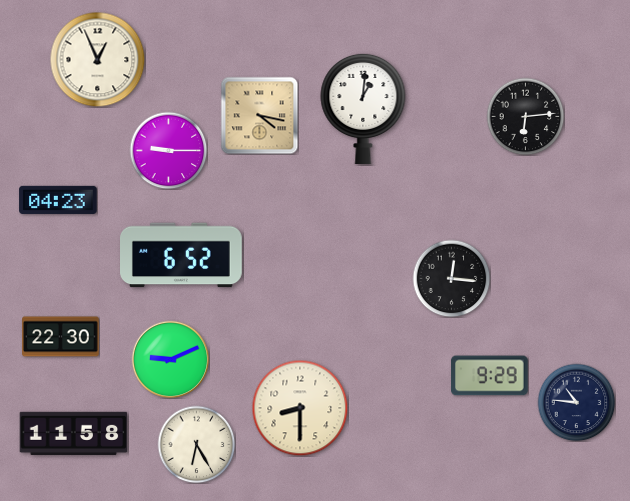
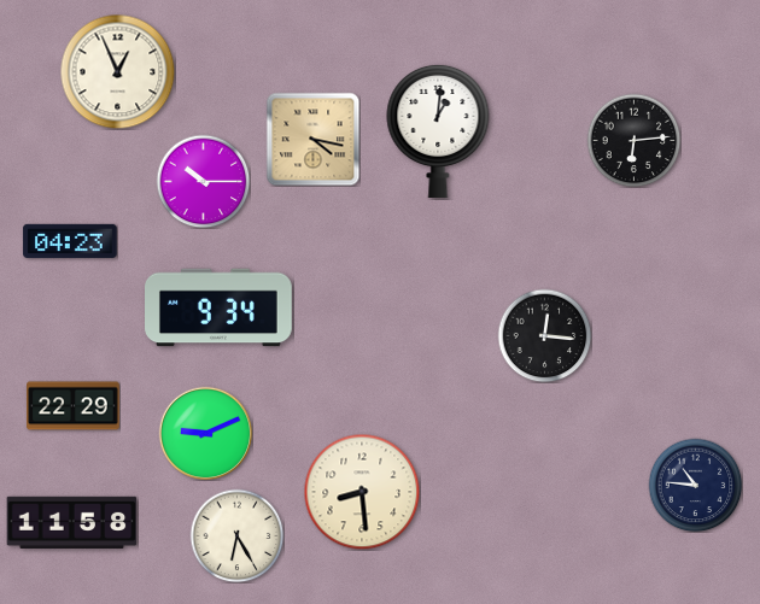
clock at (168, 150): 9:15 -> 10:15
clock at (182, 255): 6:52 -> 9:34
clock at (61, 337): 22:30 -> 22:29
clock at (490, 376): 9:29 -> none
clock at (300, 408): 8:30 -> 8:29
clock at (74, 433) position: (74, 433) -> (72, 522)
